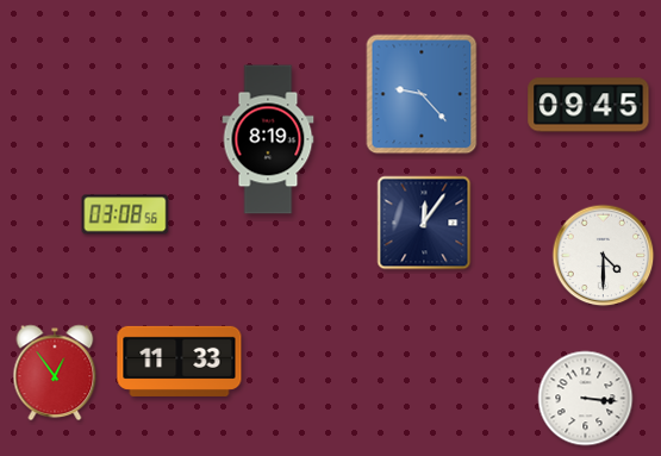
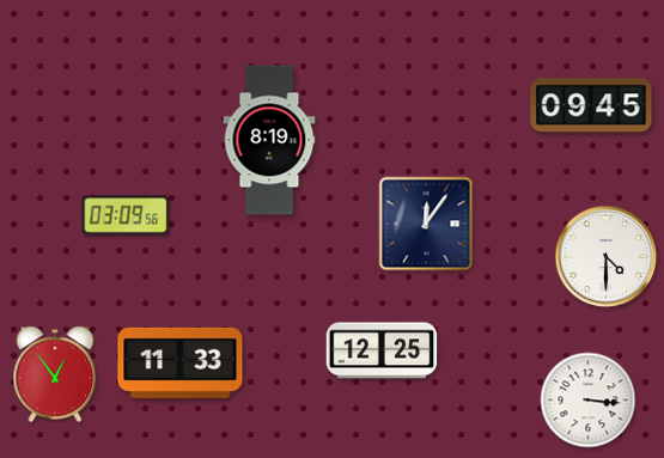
clock at (422, 94): 9:23 -> none
clock at (125, 214): 03:08 -> 03:09
clock at (382, 350): none -> 12:25
